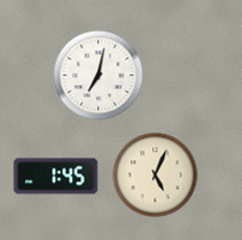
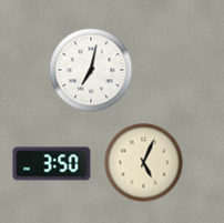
clock at (56, 177): 1:45 -> 3:50
